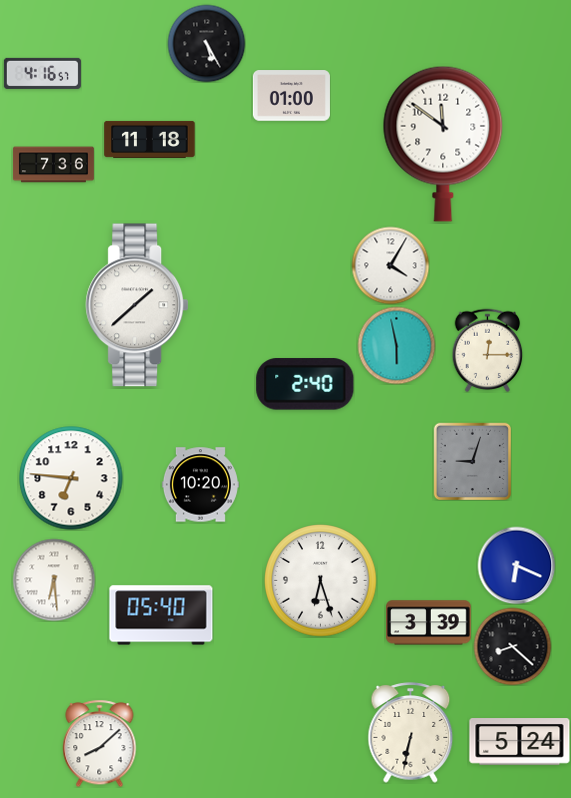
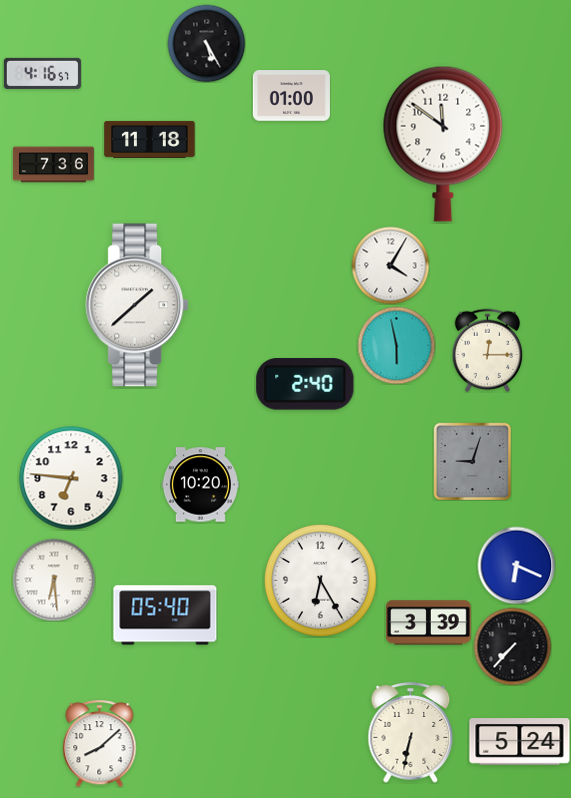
clock at (321, 581): 6:27 -> 6:25
clock at (161, 615) position: (161, 615) -> (165, 615)
clock at (512, 646): 8:22 -> 7:37
